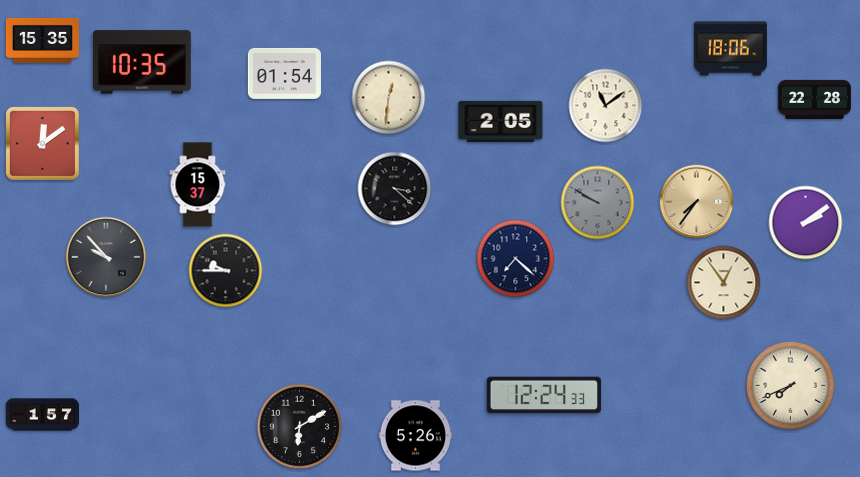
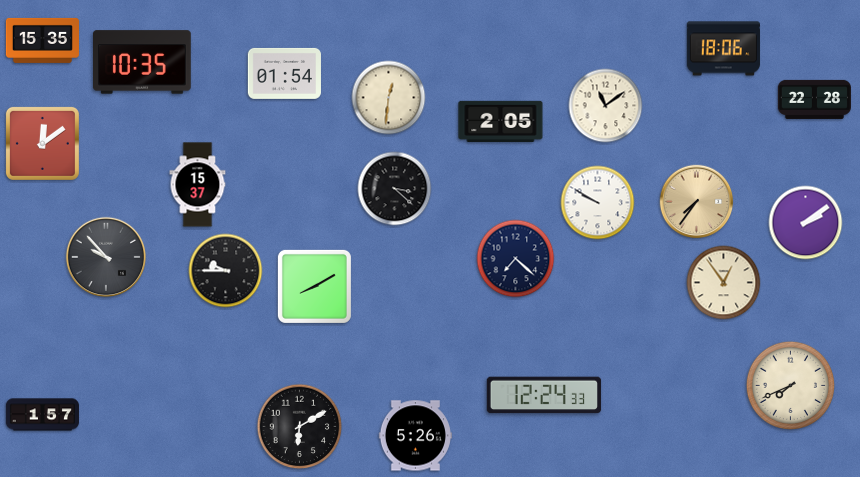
clock at (730, 49) position: (730, 49) -> (723, 49)
clock at (598, 203) dial: grey -> white
clock at (314, 286): none -> 8:10
